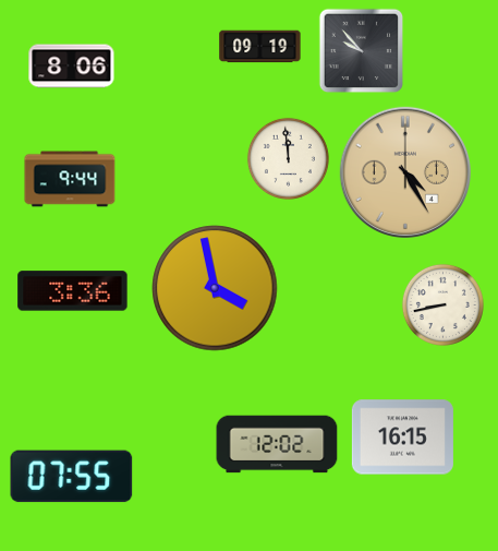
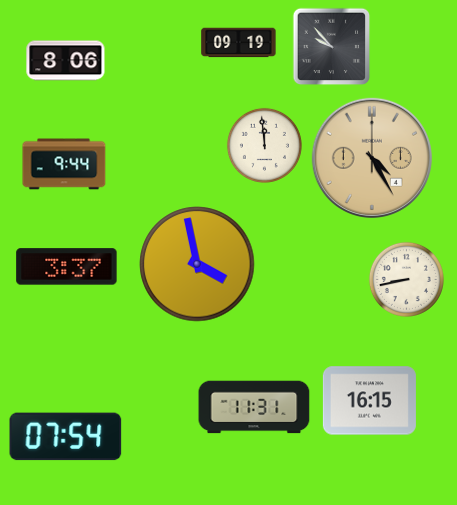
clock at (73, 291): 3:36 -> 3:37
clock at (277, 444): 12:02 -> 11:31
clock at (72, 477): 07:55 -> 07:54
